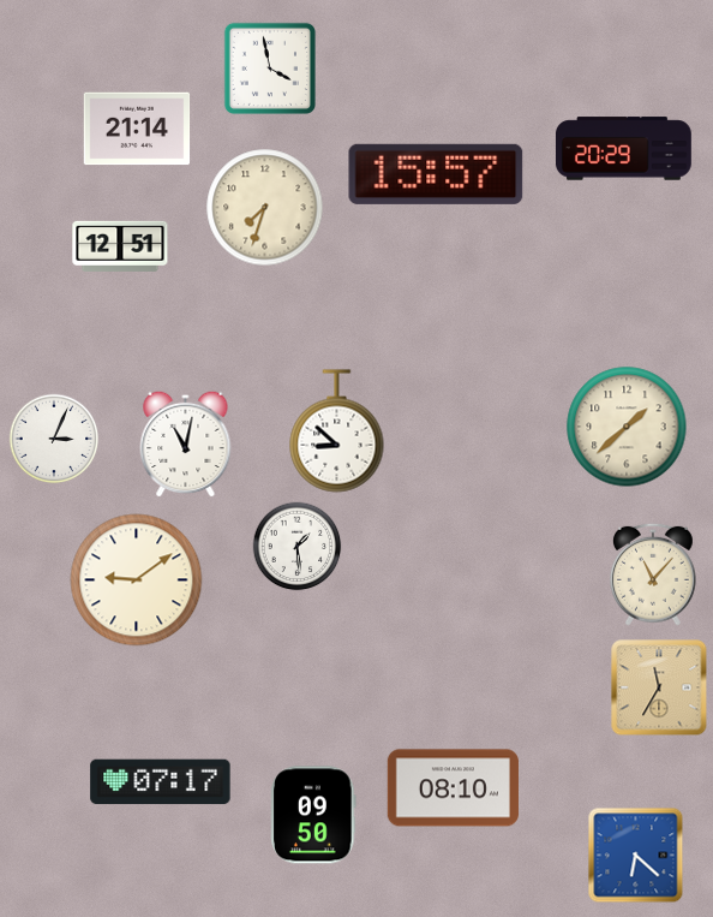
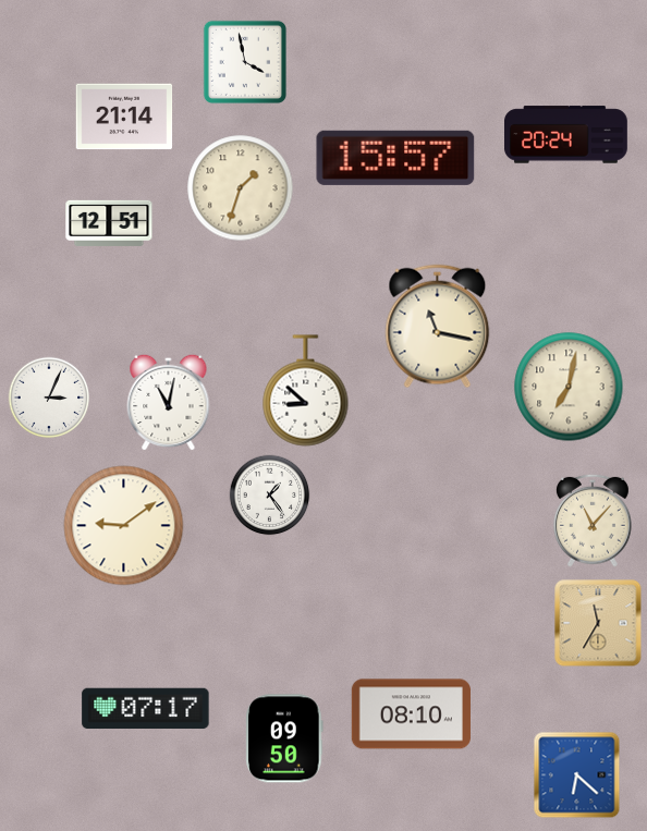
clock at (624, 149): 20:29 -> 20:24
clock at (265, 208): 7:33 -> 1:33
clock at (438, 327): none -> 11:17
clock at (627, 427): 1:38 -> 7:02
clock at (298, 547): 1:29 -> 1:24
